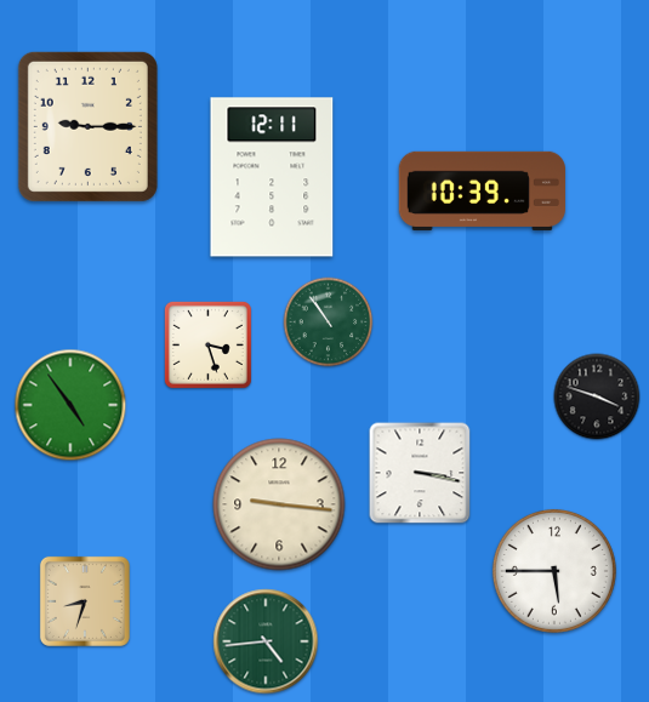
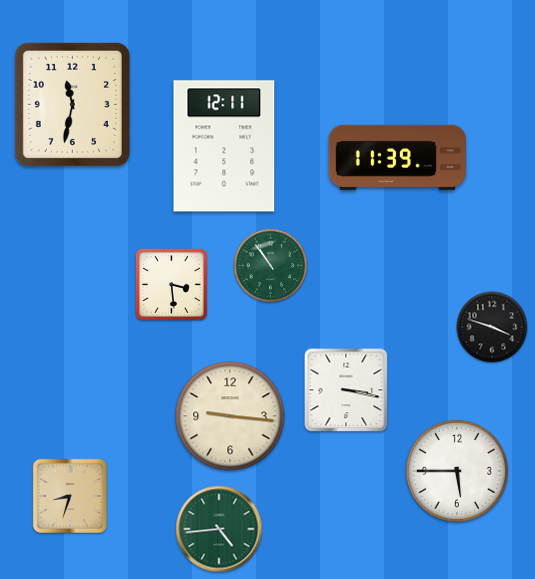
clock at (87, 126): 9:15 -> 11:32
clock at (482, 190): 10:39 -> 11:39
clock at (207, 344): 3:27 -> 3:29
clock at (70, 405): 4:54 -> none
